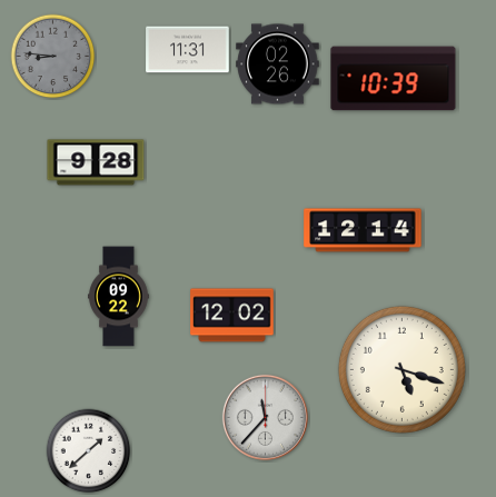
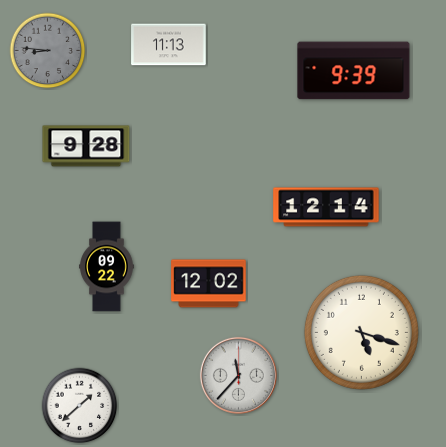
clock at (188, 50): 11:31 -> 11:13
clock at (278, 64): 02:26 -> none
clock at (394, 79): 10:39 -> 9:39
